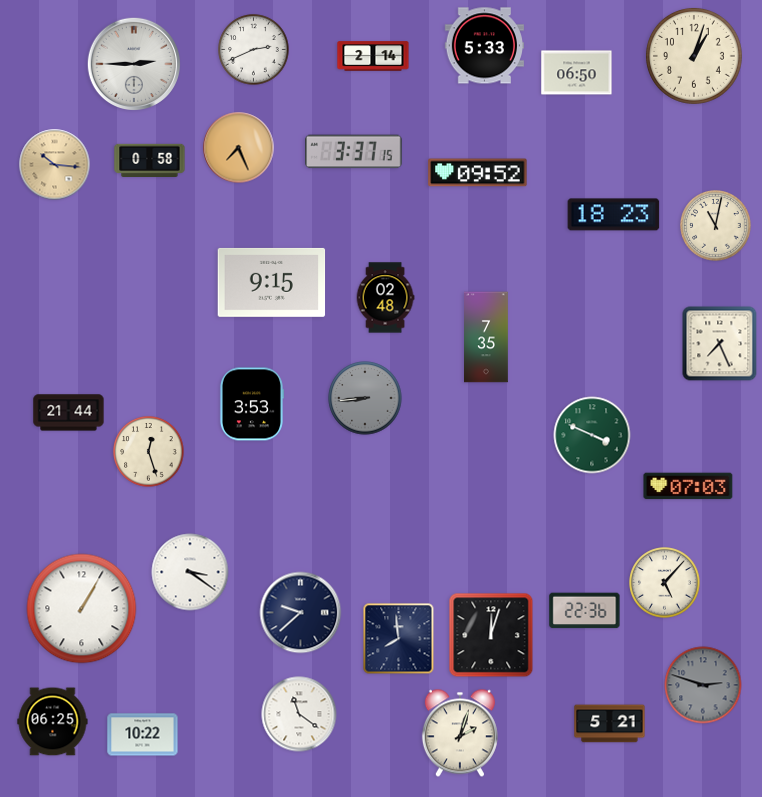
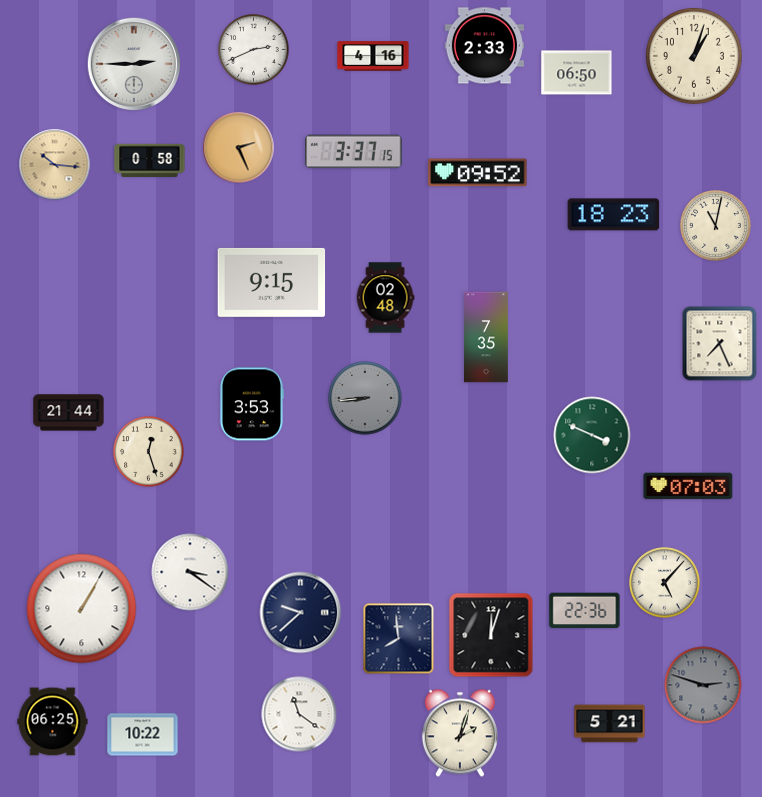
clock at (484, 46): 5:33 -> 2:33
clock at (373, 56): 2:14 -> 4:16
clock at (239, 148): 7:26 -> 2:26
